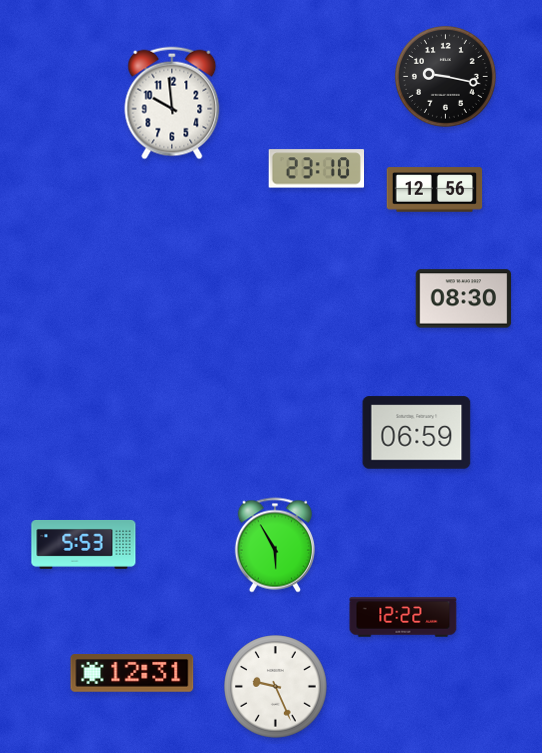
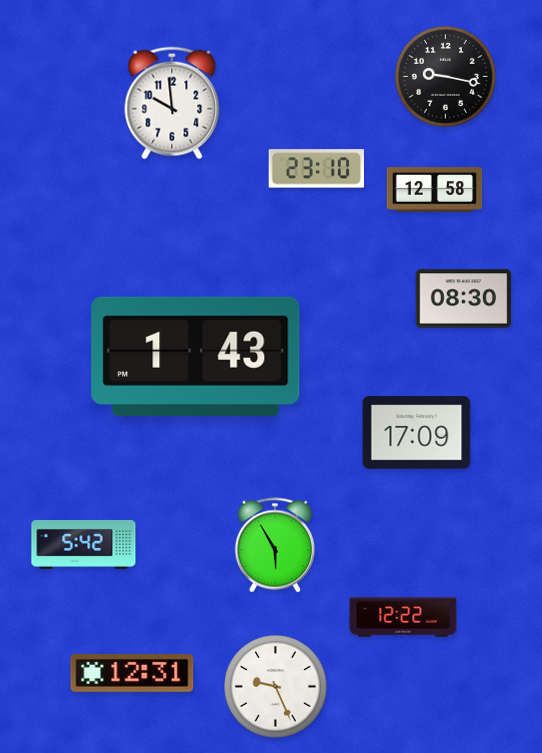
clock at (435, 190): 12:56 -> 12:58
clock at (196, 356): none -> 1:43
clock at (417, 433): 06:59 -> 17:09
clock at (84, 544): 5:53 -> 5:42
